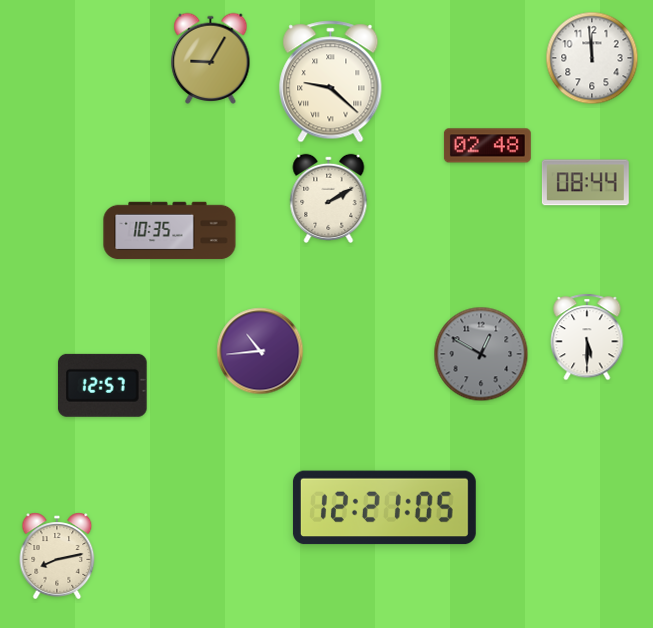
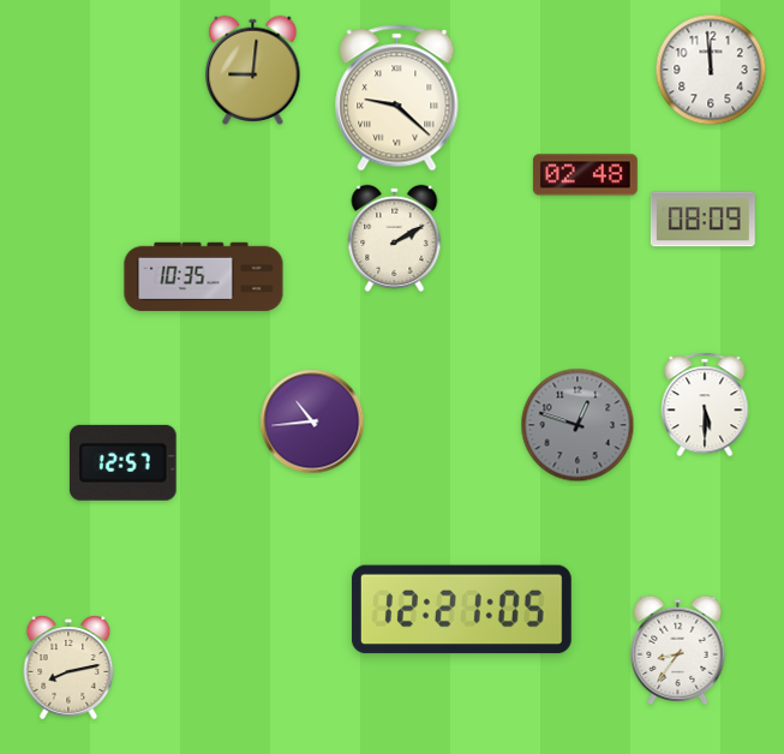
clock at (211, 58): 9:05 -> 9:01
clock at (585, 183): 08:44 -> 08:09
clock at (481, 354): 12:50 -> 12:48
clock at (678, 650): none -> 8:36
